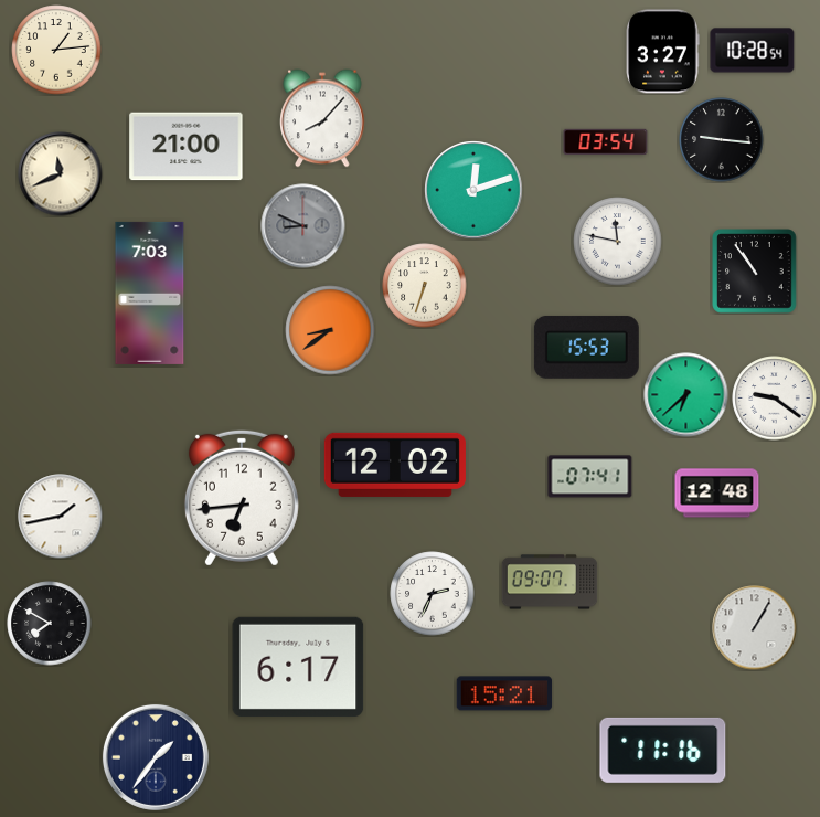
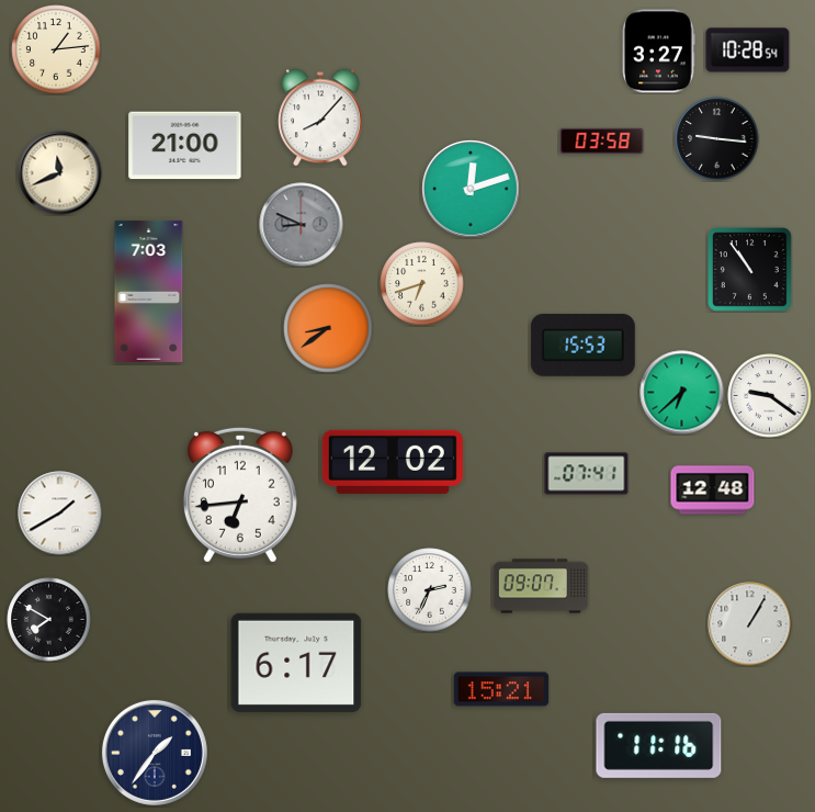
clock at (606, 142): 03:54 -> 03:58
clock at (618, 242): 11:47 -> none
clock at (425, 286): 6:33 -> 6:42
clock at (61, 517): 1:43 -> 1:40
clock at (550, 582) position: (550, 582) -> (541, 586)
